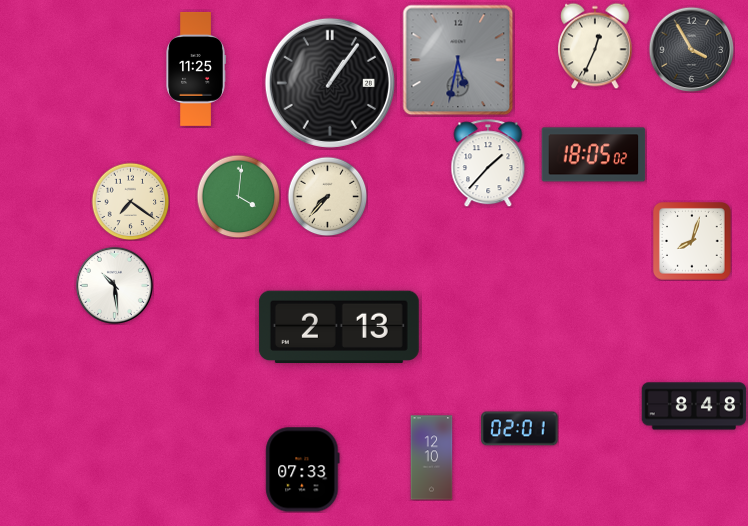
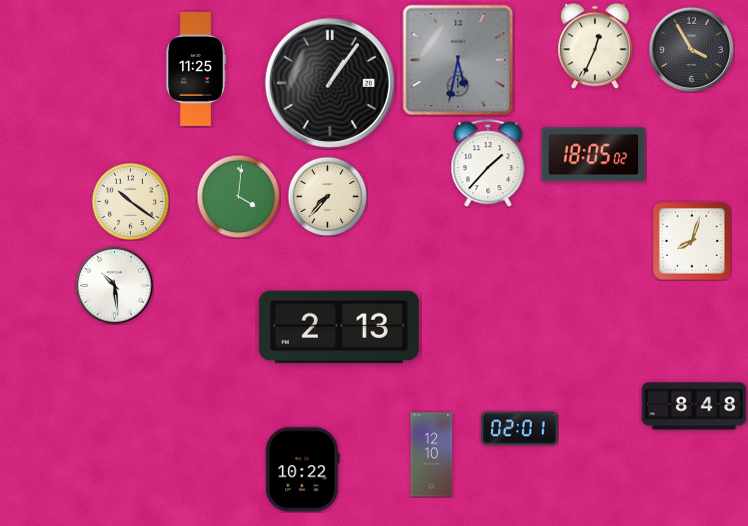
clock at (130, 201): 7:21 -> 10:21
clock at (432, 458) position: (432, 458) -> (432, 455)
clock at (303, 470): 07:33 -> 10:22
